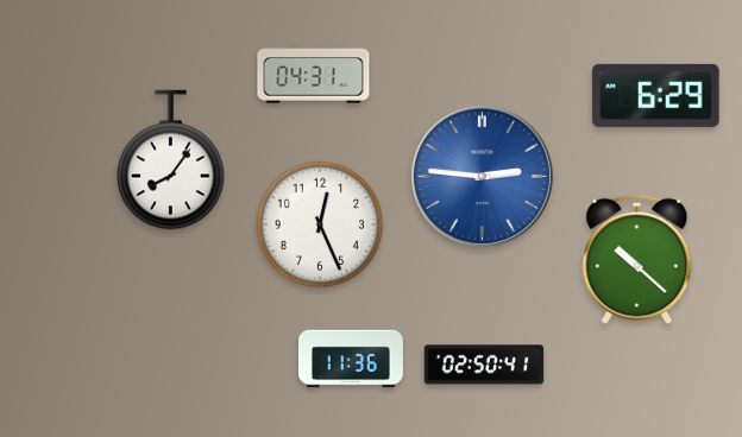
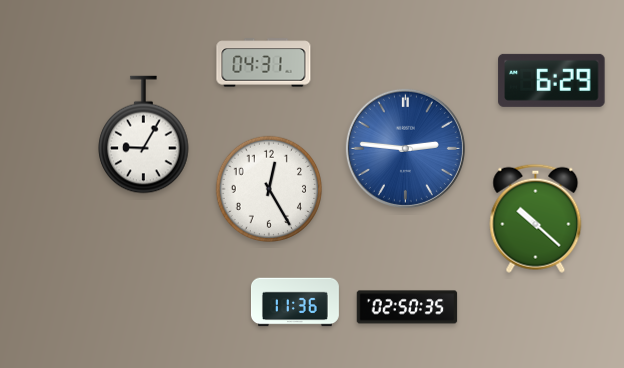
clock at (171, 160): 8:06 -> 9:05
clock at (319, 223): 12:26 -> 12:25
clock at (484, 365): 02:50:41 -> 02:50:35
